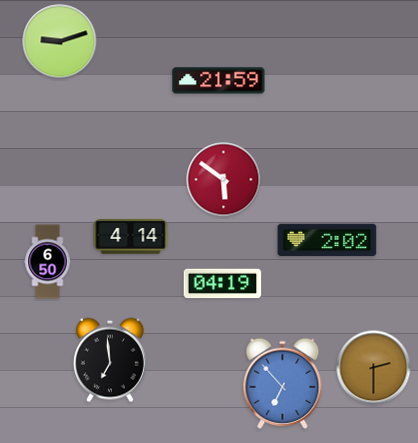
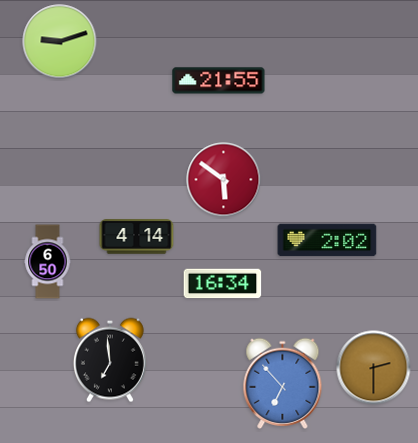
clock at (219, 81): 21:59 -> 21:55
clock at (131, 237) position: (131, 237) -> (137, 237)
clock at (223, 284): 04:19 -> 16:34
